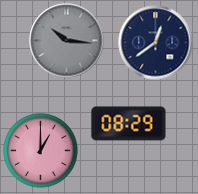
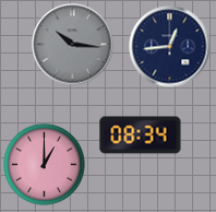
clock at (156, 43): 12:39 -> 12:44
clock at (129, 124): 08:29 -> 08:34
